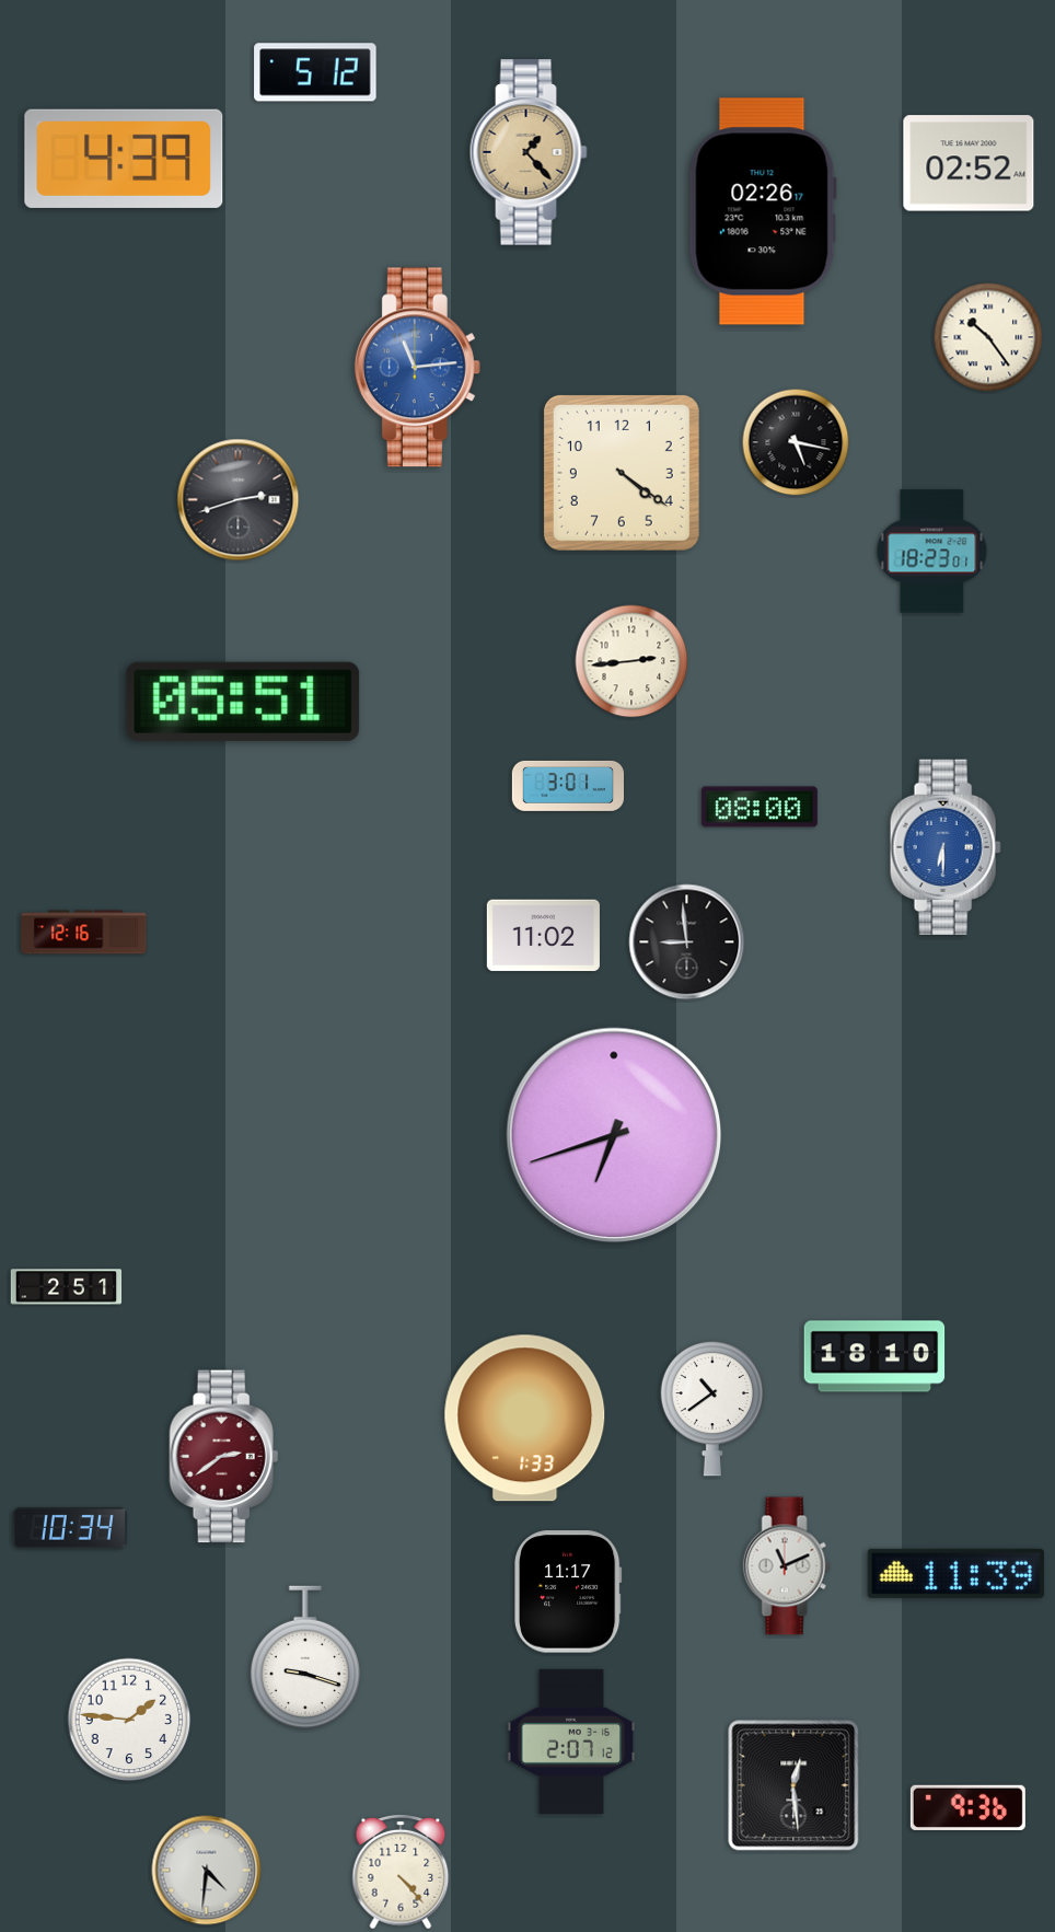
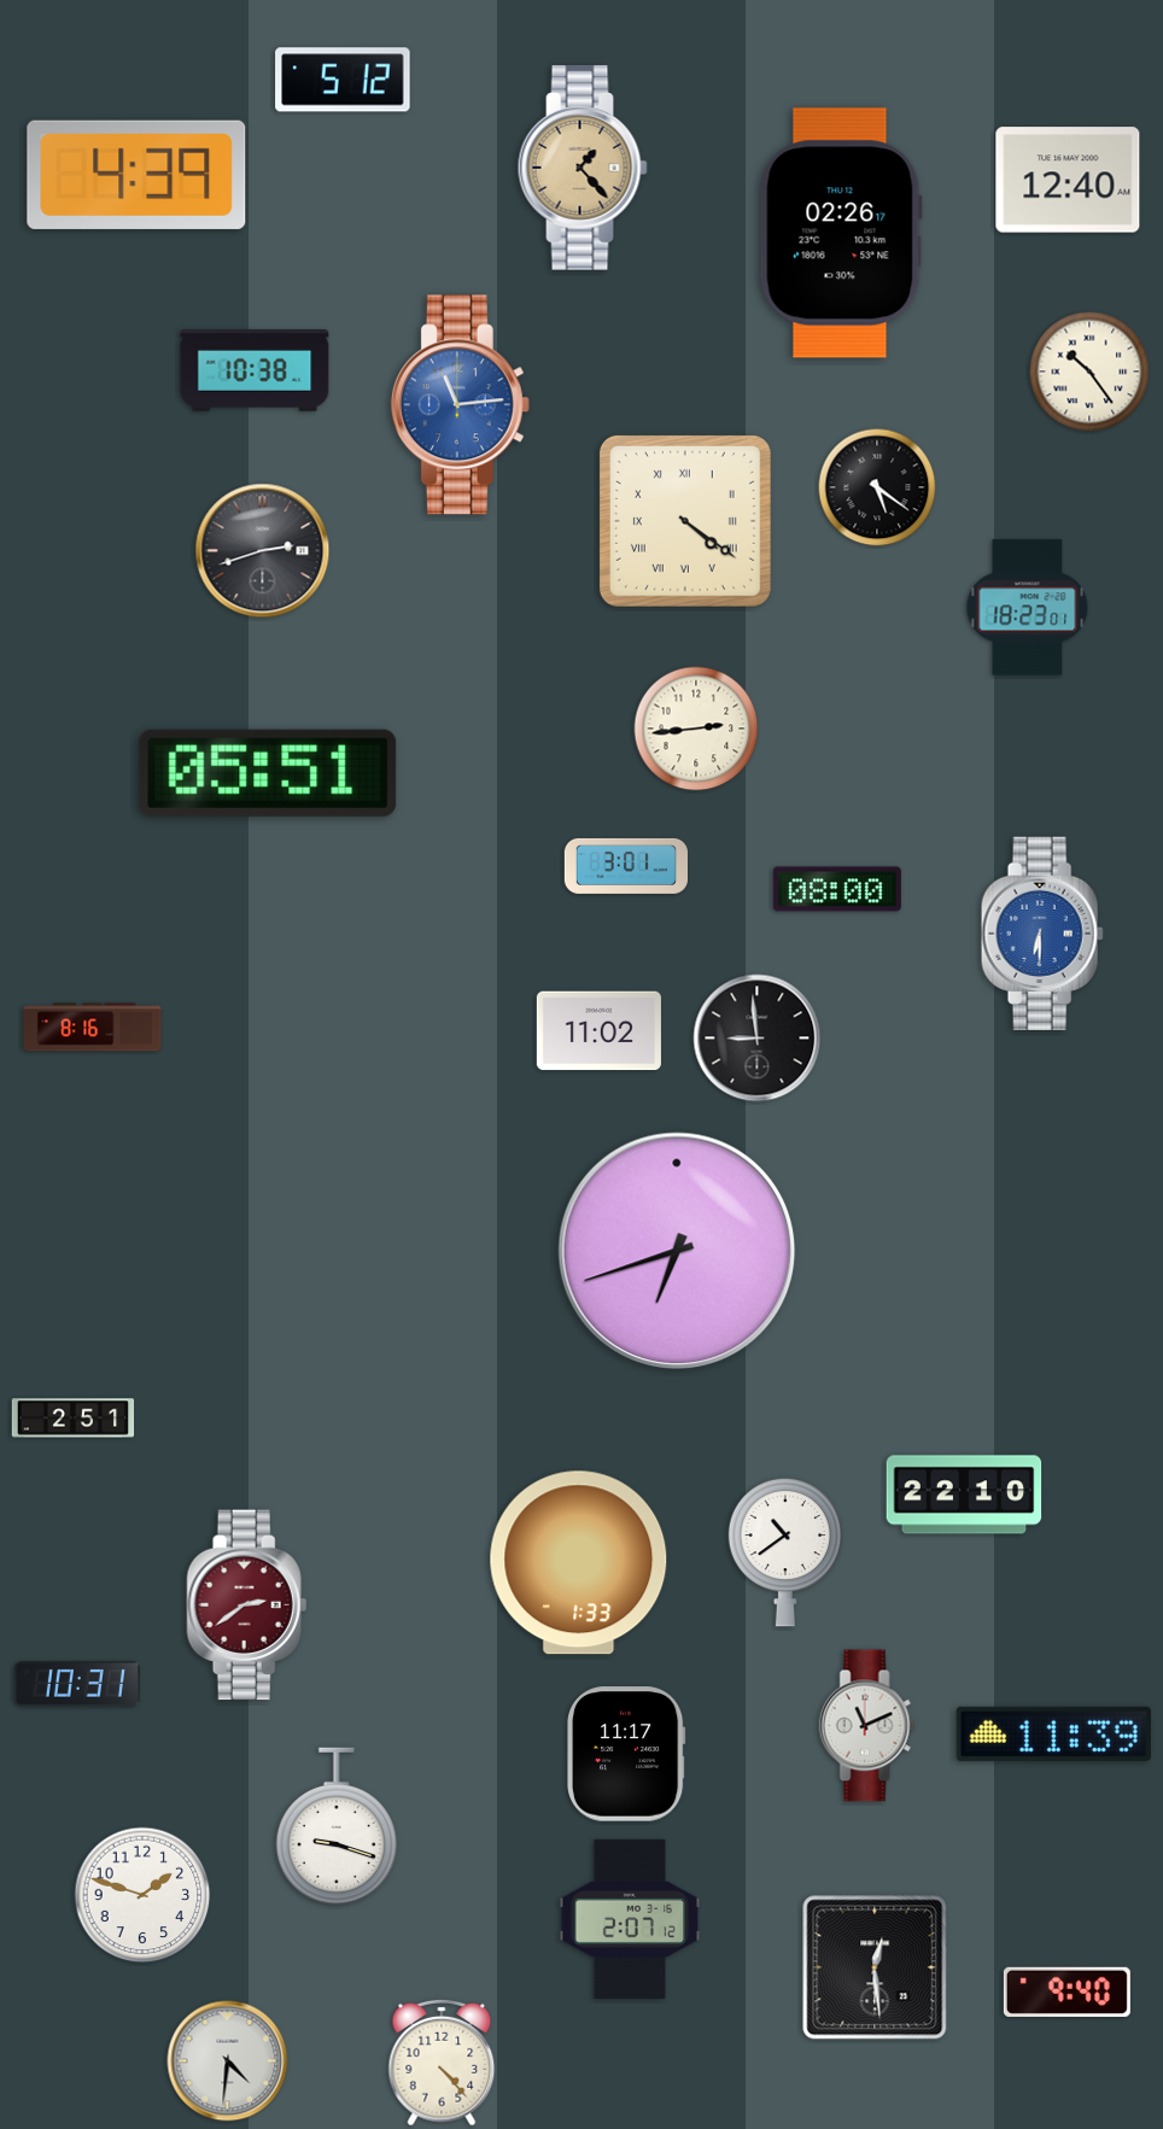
clock at (315, 72) position: (315, 72) -> (343, 80)
clock at (969, 163): 02:52 -> 12:40
clock at (255, 370): none -> 10:38
clock at (796, 442): 5:17 -> 5:21
clock at (622, 473) numerals: Arabic -> Roman
clock at (84, 933): 12:16 -> 8:16
clock at (874, 1356): 18:10 -> 22:10
clock at (70, 1528): 10:34 -> 10:31
clock at (129, 1720): 1:46 -> 1:48
clock at (967, 1807): 9:36 -> 9:40
